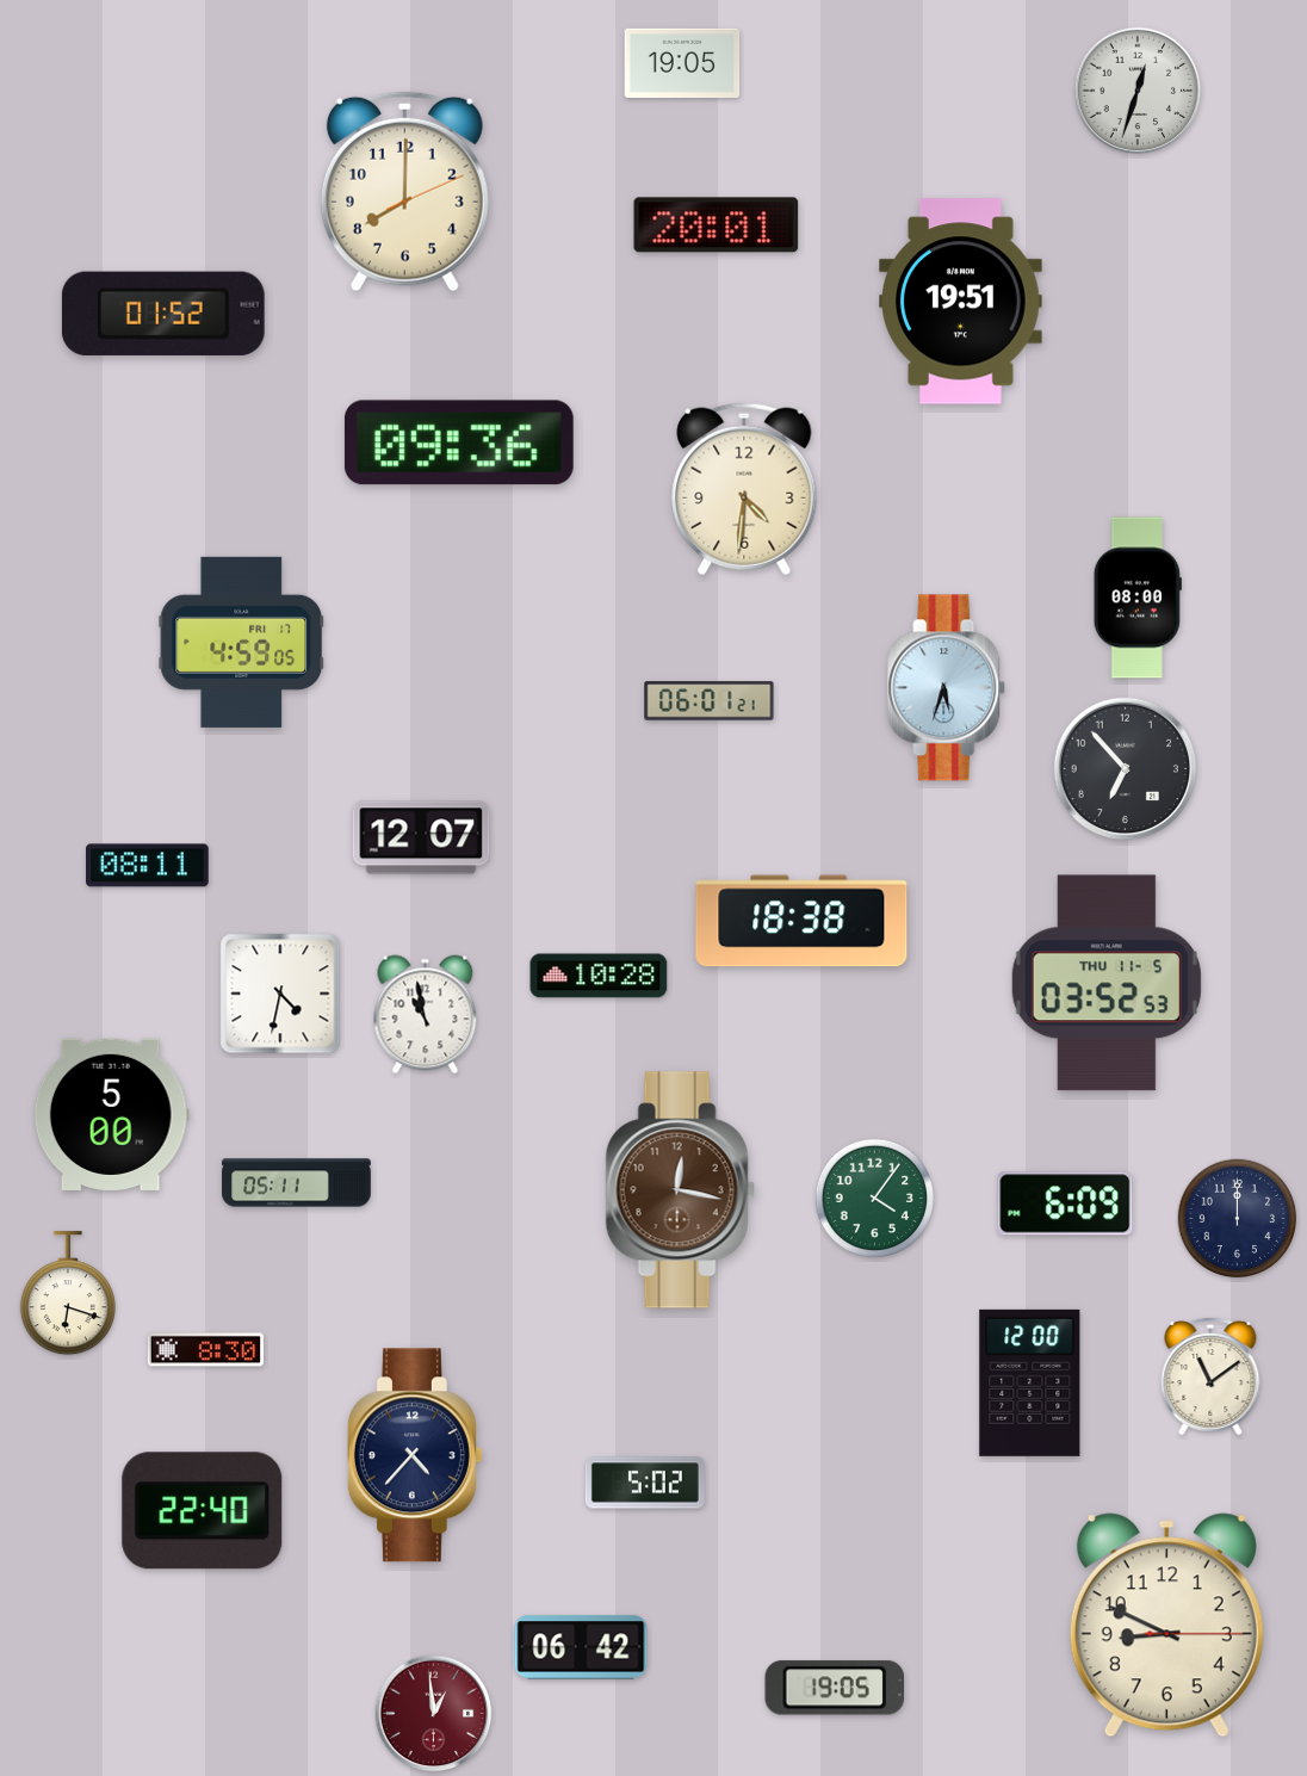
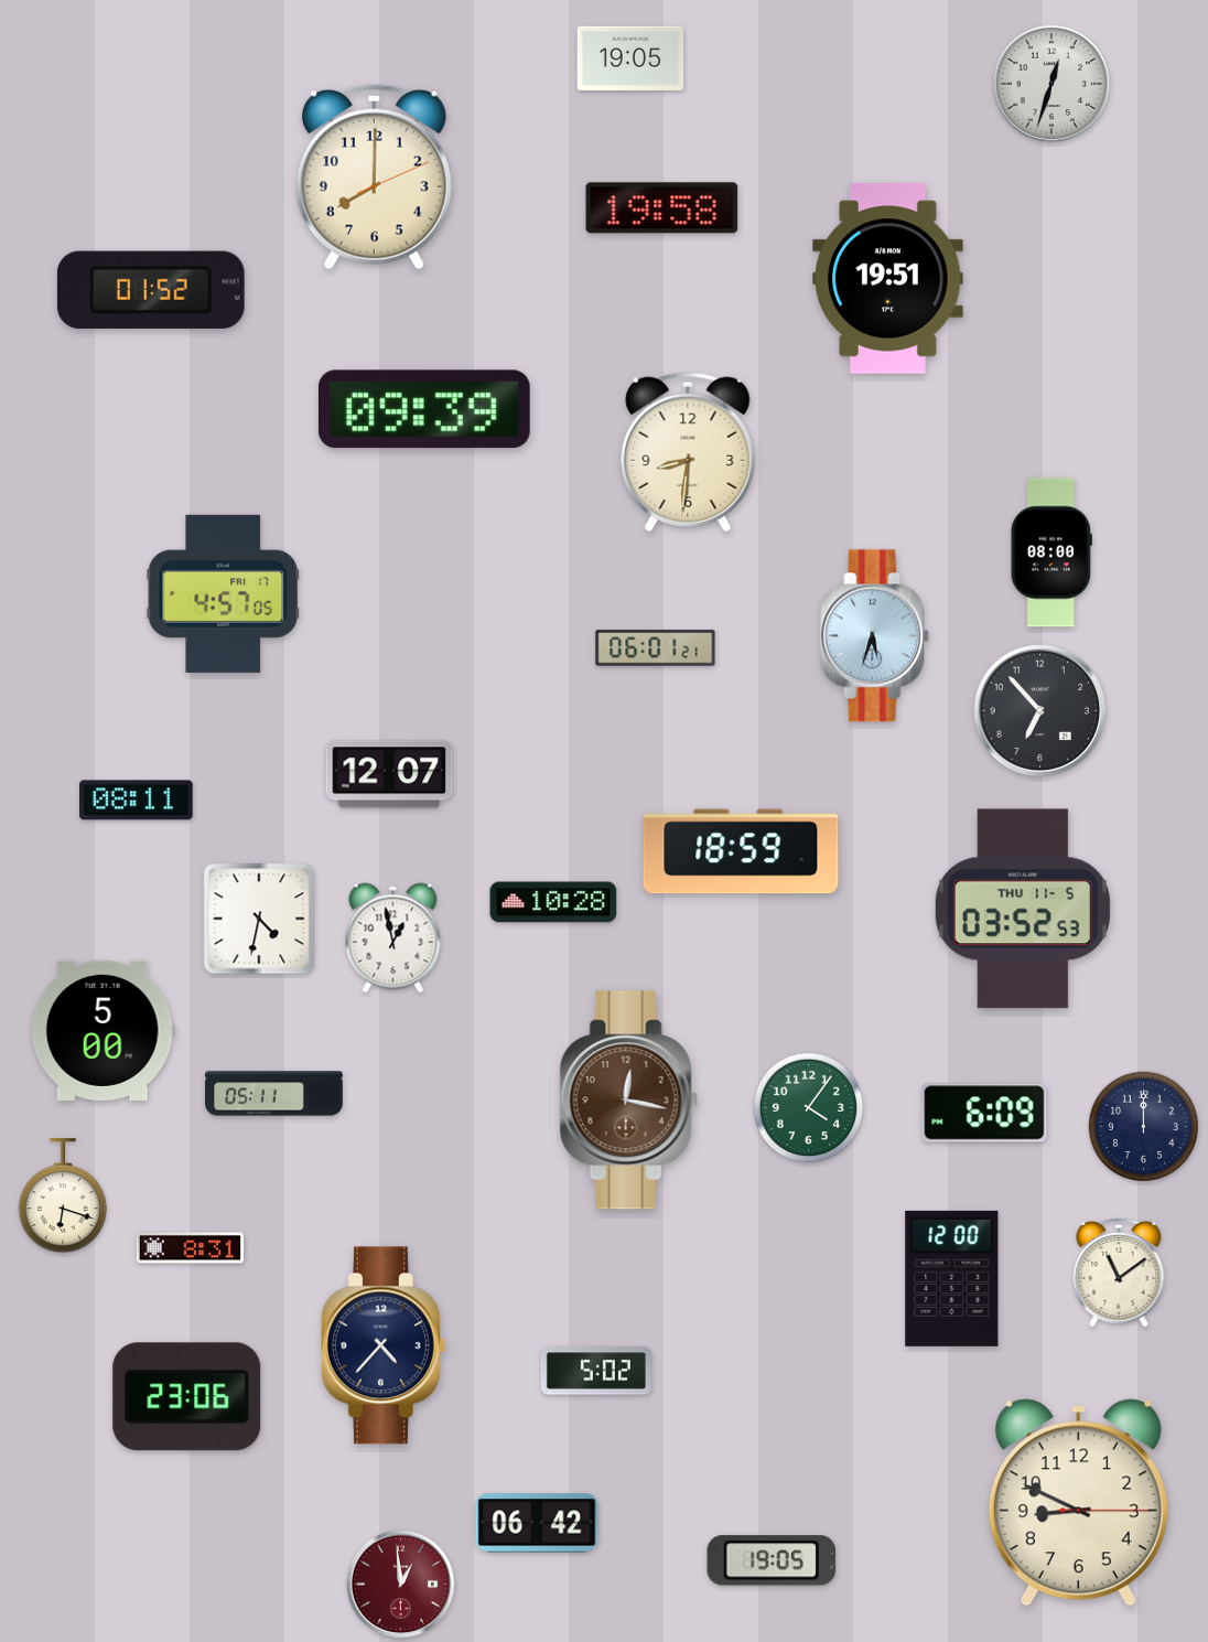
clock at (717, 225): 20:01 -> 19:58
clock at (459, 443): 09:36 -> 09:39
clock at (744, 489): 4:31 -> 8:31
clock at (242, 642): 4:59 -> 4:57
clock at (801, 921): 18:38 -> 18:59
clock at (426, 1015): 10:58 -> 12:58
clock at (205, 1350): 8:30 -> 8:31
clock at (203, 1511): 22:40 -> 23:06
